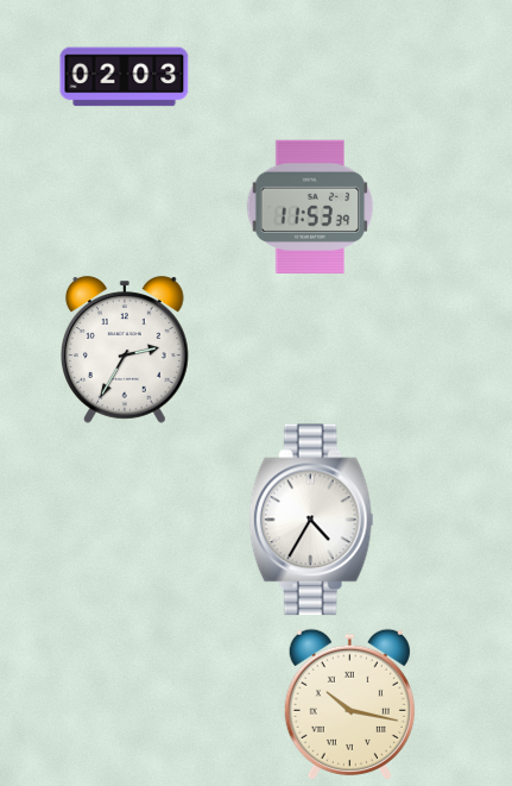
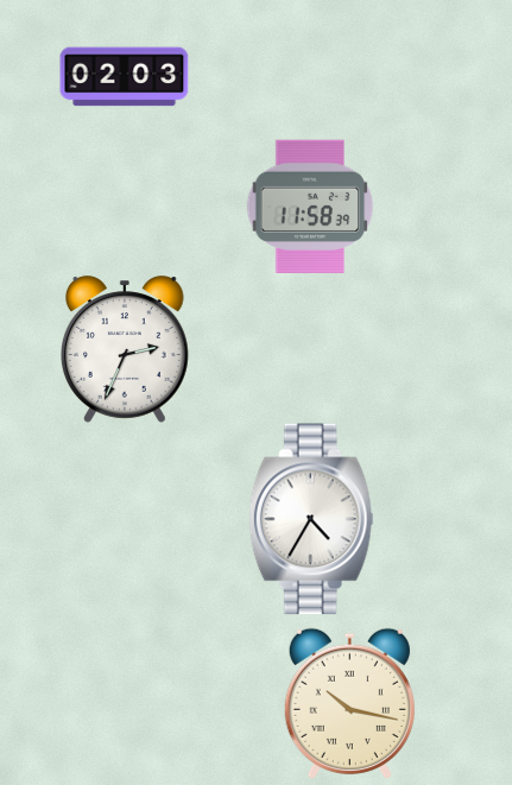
clock at (310, 206): 11:53 -> 11:58
clock at (125, 350): 2:35 -> 2:34
